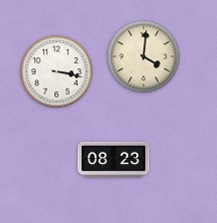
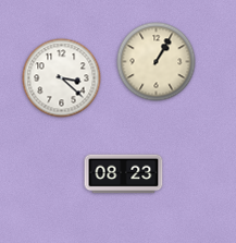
clock at (144, 57): 4:01 -> 1:05
clock at (57, 72): 3:17 -> 3:22
